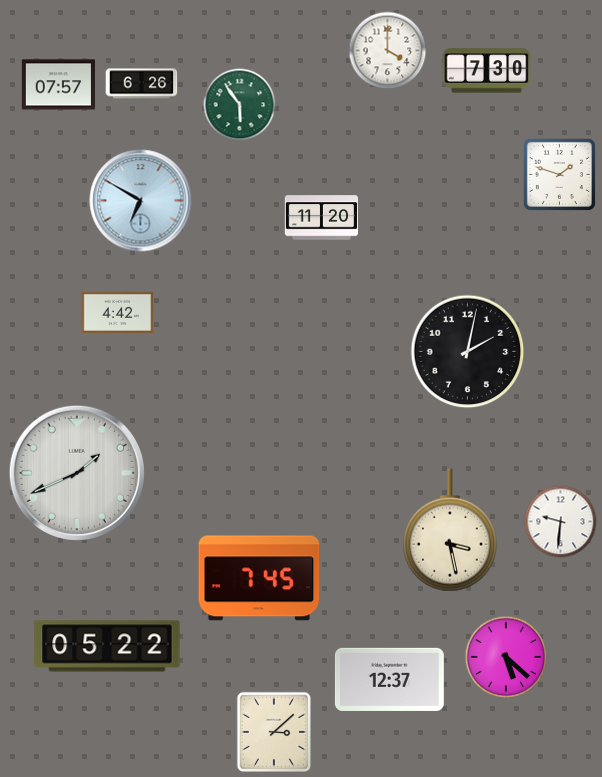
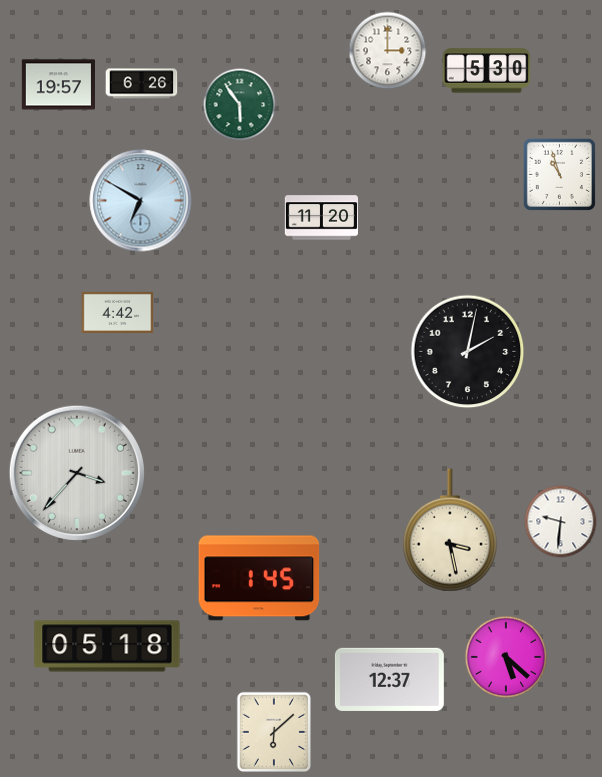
clock at (388, 51): 4:00 -> 3:00
clock at (487, 71): 7:30 -> 5:30
clock at (58, 85): 07:57 -> 19:57
clock at (559, 174): 1:48 -> 10:57
clock at (77, 473): 1:41 -> 3:37
clock at (259, 578): 7:45 -> 1:45
clock at (107, 646): 05:22 -> 05:18
clock at (273, 731): 3:08 -> 6:08
